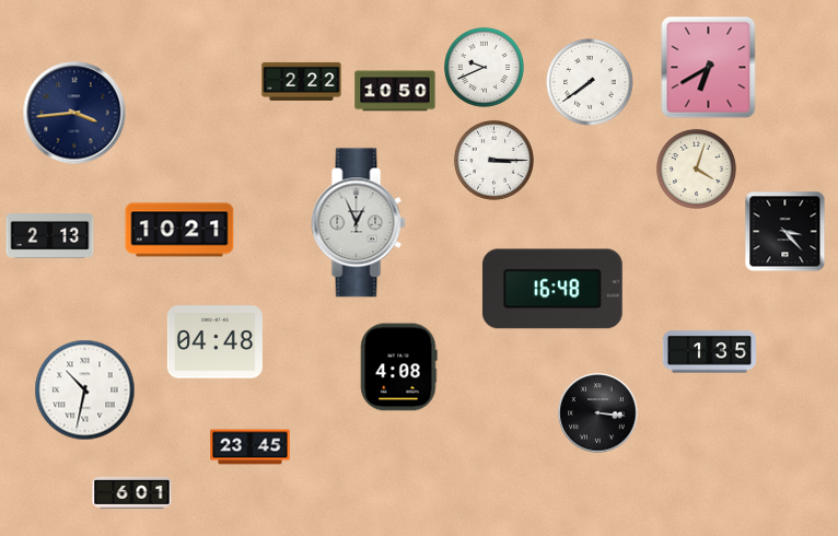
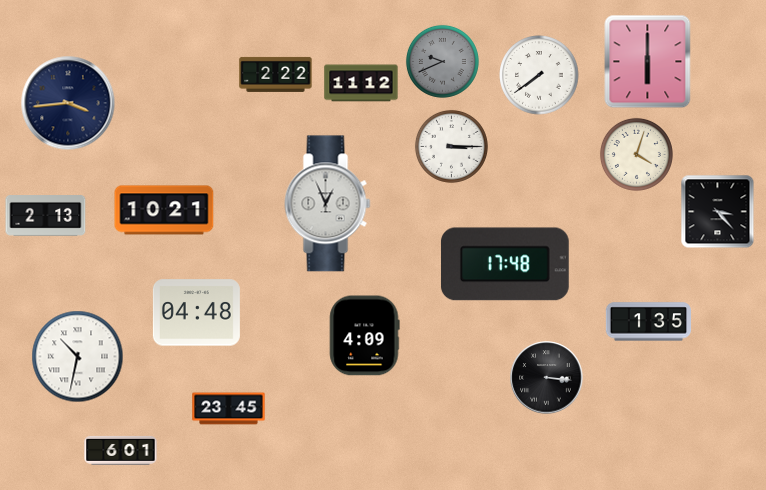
clock at (484, 67) dial: white -> grey
clock at (709, 68): 6:40 -> 6:00
clock at (395, 91): 10:50 -> 11:12
clock at (552, 289): 16:48 -> 17:48
clock at (398, 368): 4:08 -> 4:09
